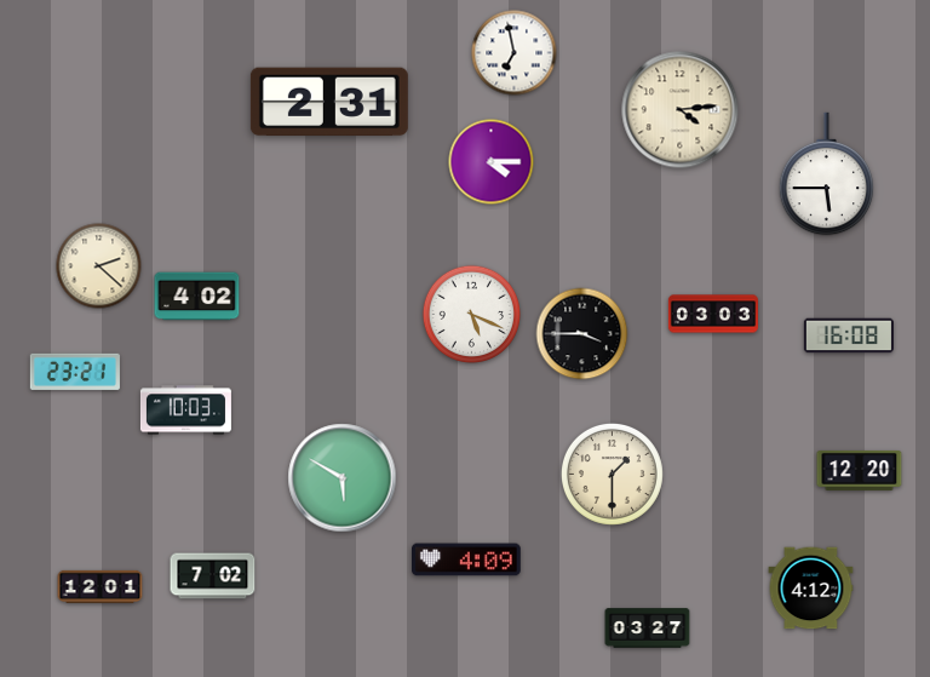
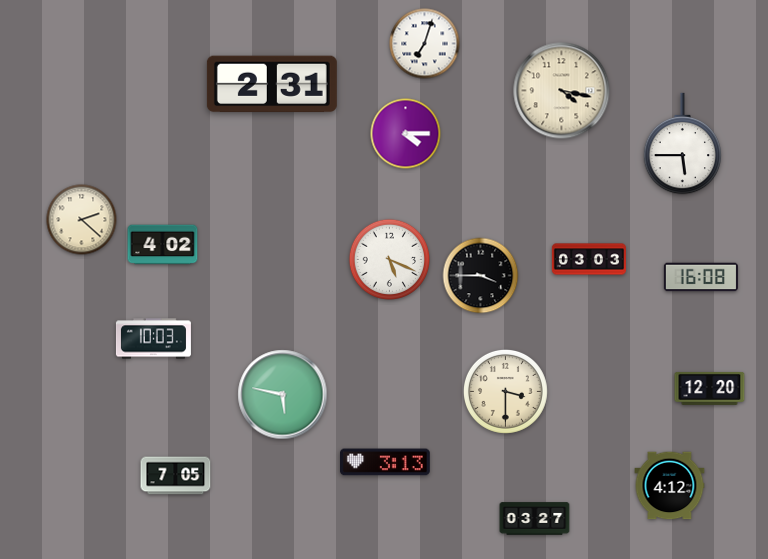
clock at (515, 53): 6:58 -> 7:03
clock at (681, 110): 4:14 -> 4:17
clock at (75, 372): 23:21 -> none
clock at (612, 474): 1:30 -> 3:30
clock at (343, 478): 5:50 -> 5:47
clock at (467, 560): 4:09 -> 3:13
clock at (213, 576): 7:02 -> 7:05
clock at (101, 586): 12:01 -> none
